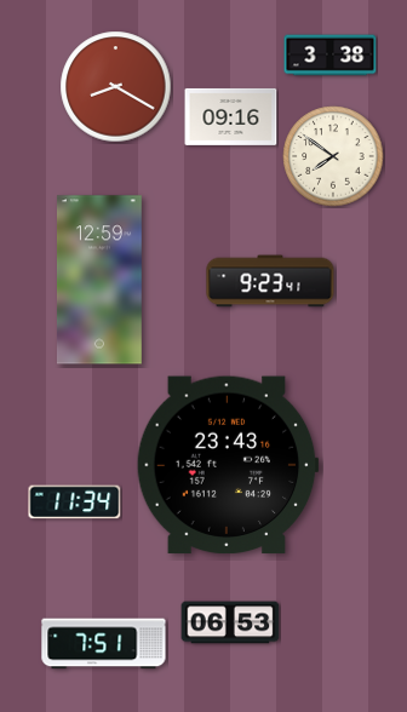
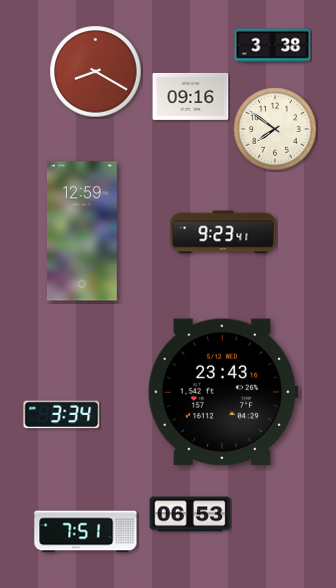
clock at (228, 465) position: (228, 465) -> (223, 392)
clock at (75, 503): 11:34 -> 3:34
